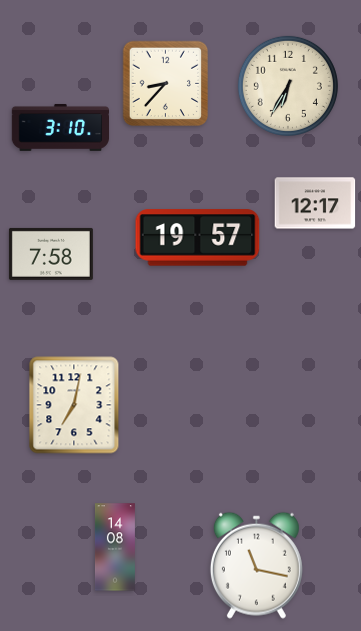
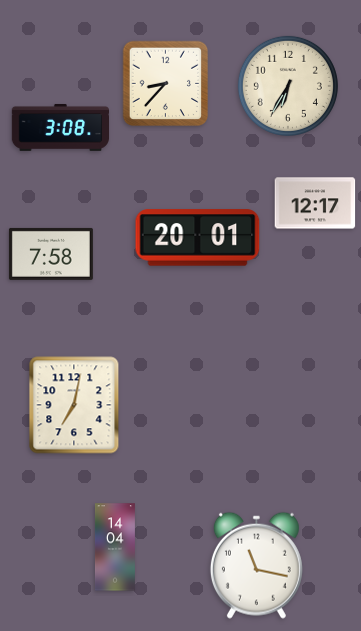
clock at (60, 127): 3:10 -> 3:08
clock at (198, 238): 19:57 -> 20:01
clock at (115, 547): 14:08 -> 14:04
